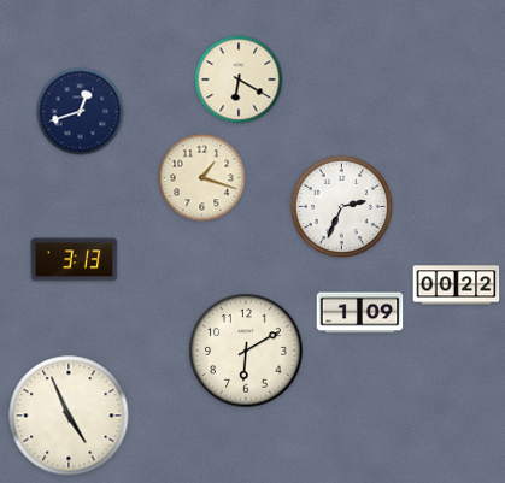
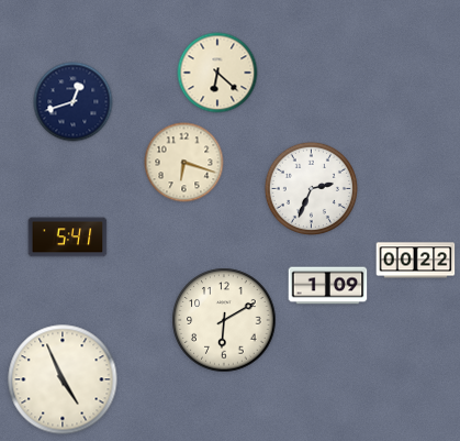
clock at (239, 79): 6:20 -> 6:22
clock at (202, 178): 1:18 -> 6:18
clock at (75, 260): 3:13 -> 5:41
